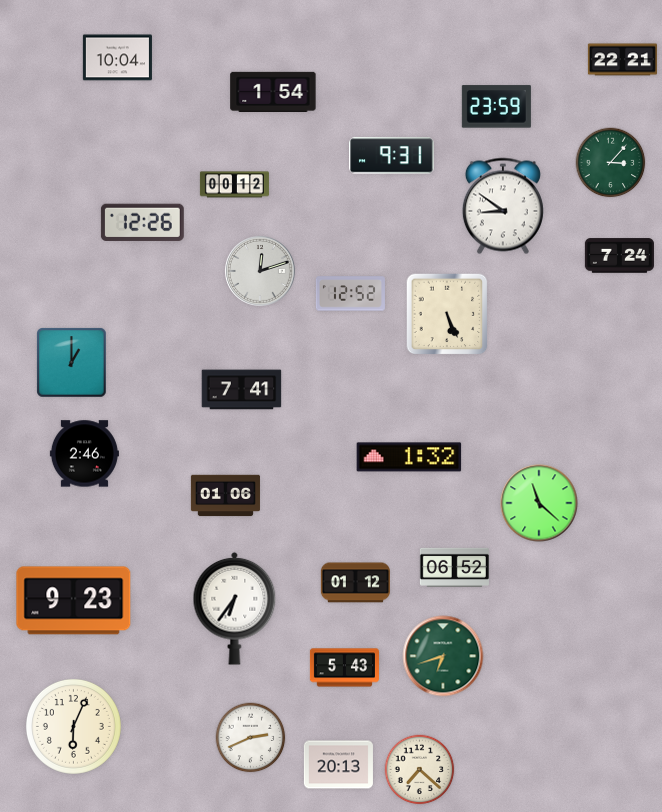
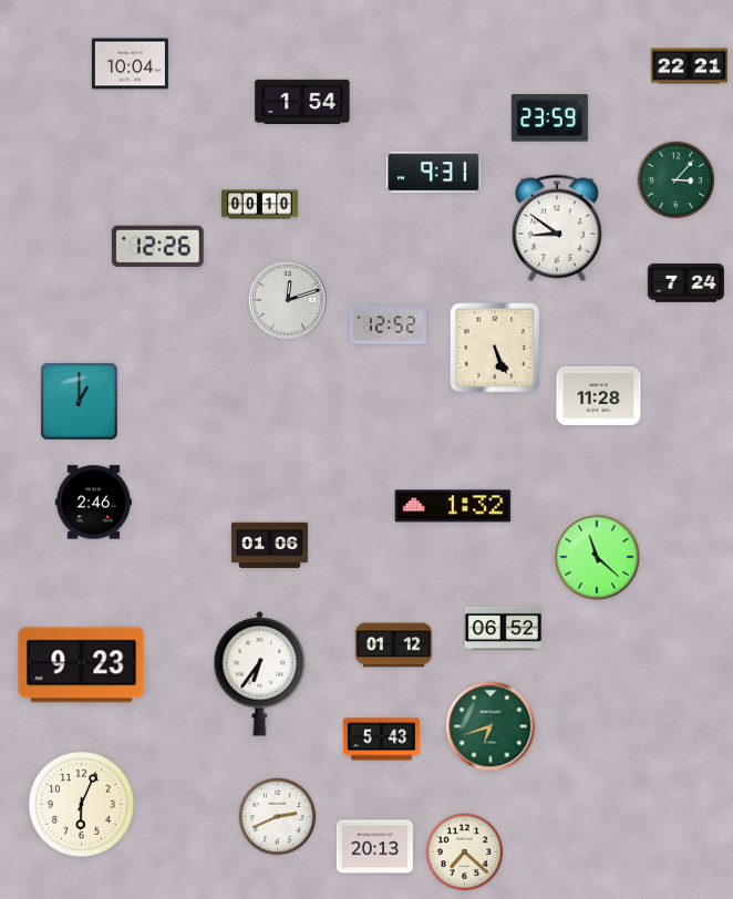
clock at (234, 185): 00:12 -> 00:10
clock at (599, 395): none -> 11:28
clock at (242, 390): 7:41 -> none
clock at (225, 496) position: (225, 496) -> (269, 546)
